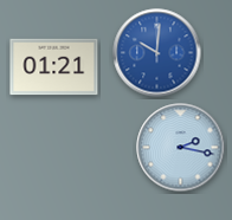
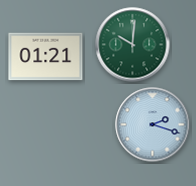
clock at (157, 53) dial: blue -> green
clock at (181, 148): 2:17 -> 2:18
